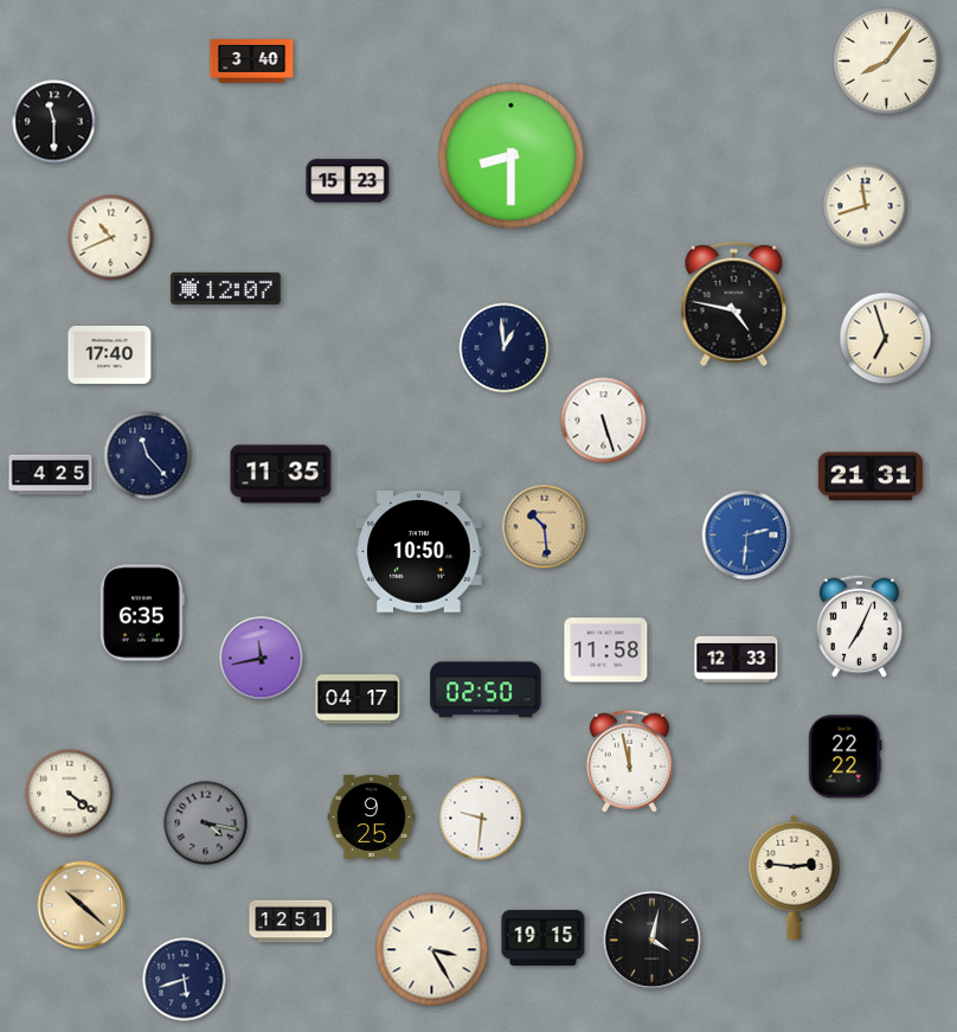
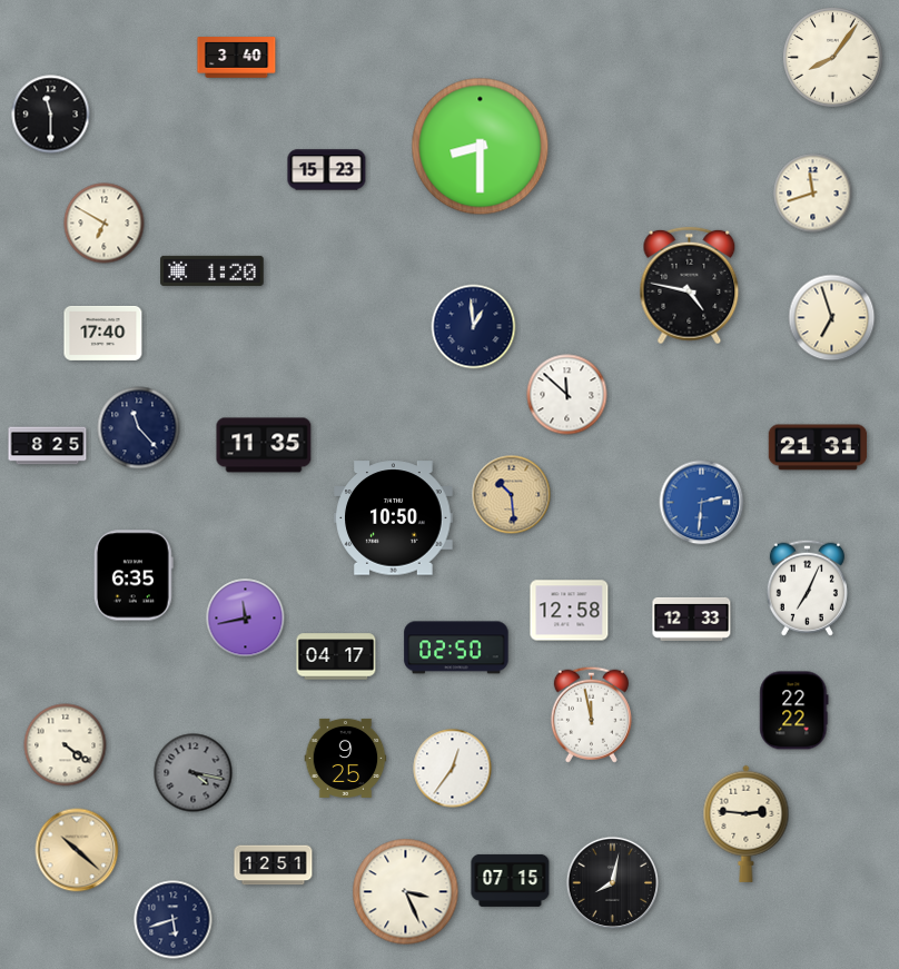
clock at (111, 238): 10:41 -> 6:50
clock at (226, 288): 12:07 -> 1:20
clock at (604, 421): 5:27 -> 11:52
clock at (51, 475): 4:25 -> 8:25
clock at (606, 650): 11:58 -> 12:58
clock at (372, 816) position: (372, 816) -> (346, 758)
clock at (482, 819): 9:31 -> 12:36
clock at (544, 937): 19:15 -> 07:15
clock at (651, 940): 4:02 -> 8:02
clock at (432, 950): 3:25 -> 3:26
